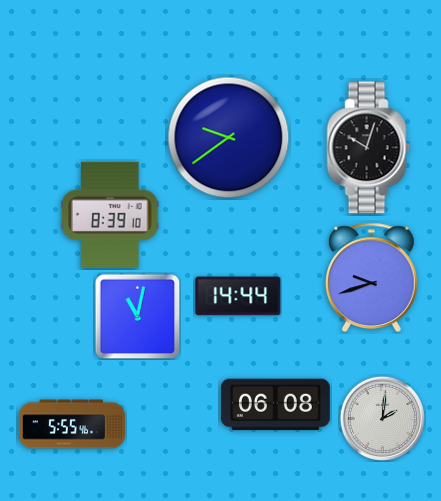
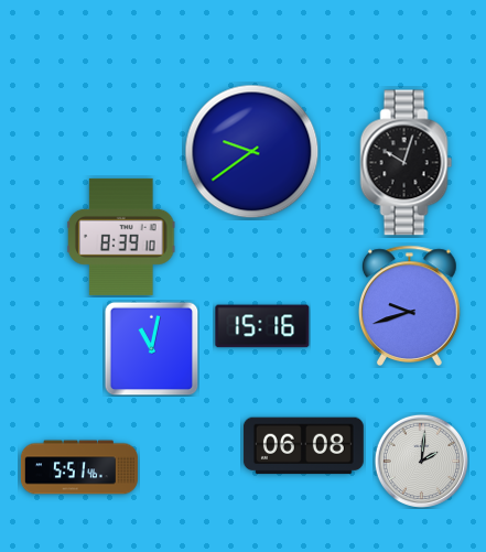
clock at (238, 296): 14:44 -> 15:16
clock at (72, 424): 5:55 -> 5:51
